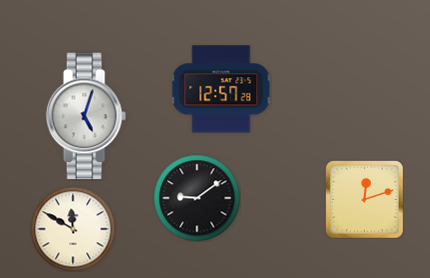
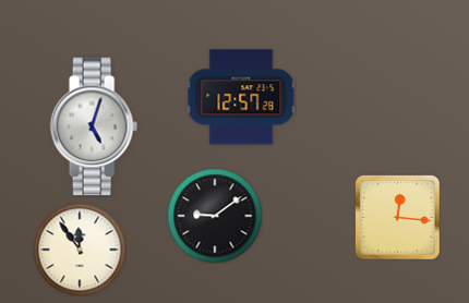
clock at (364, 199): 12:12 -> 12:16
clock at (73, 229): 11:50 -> 11:54
